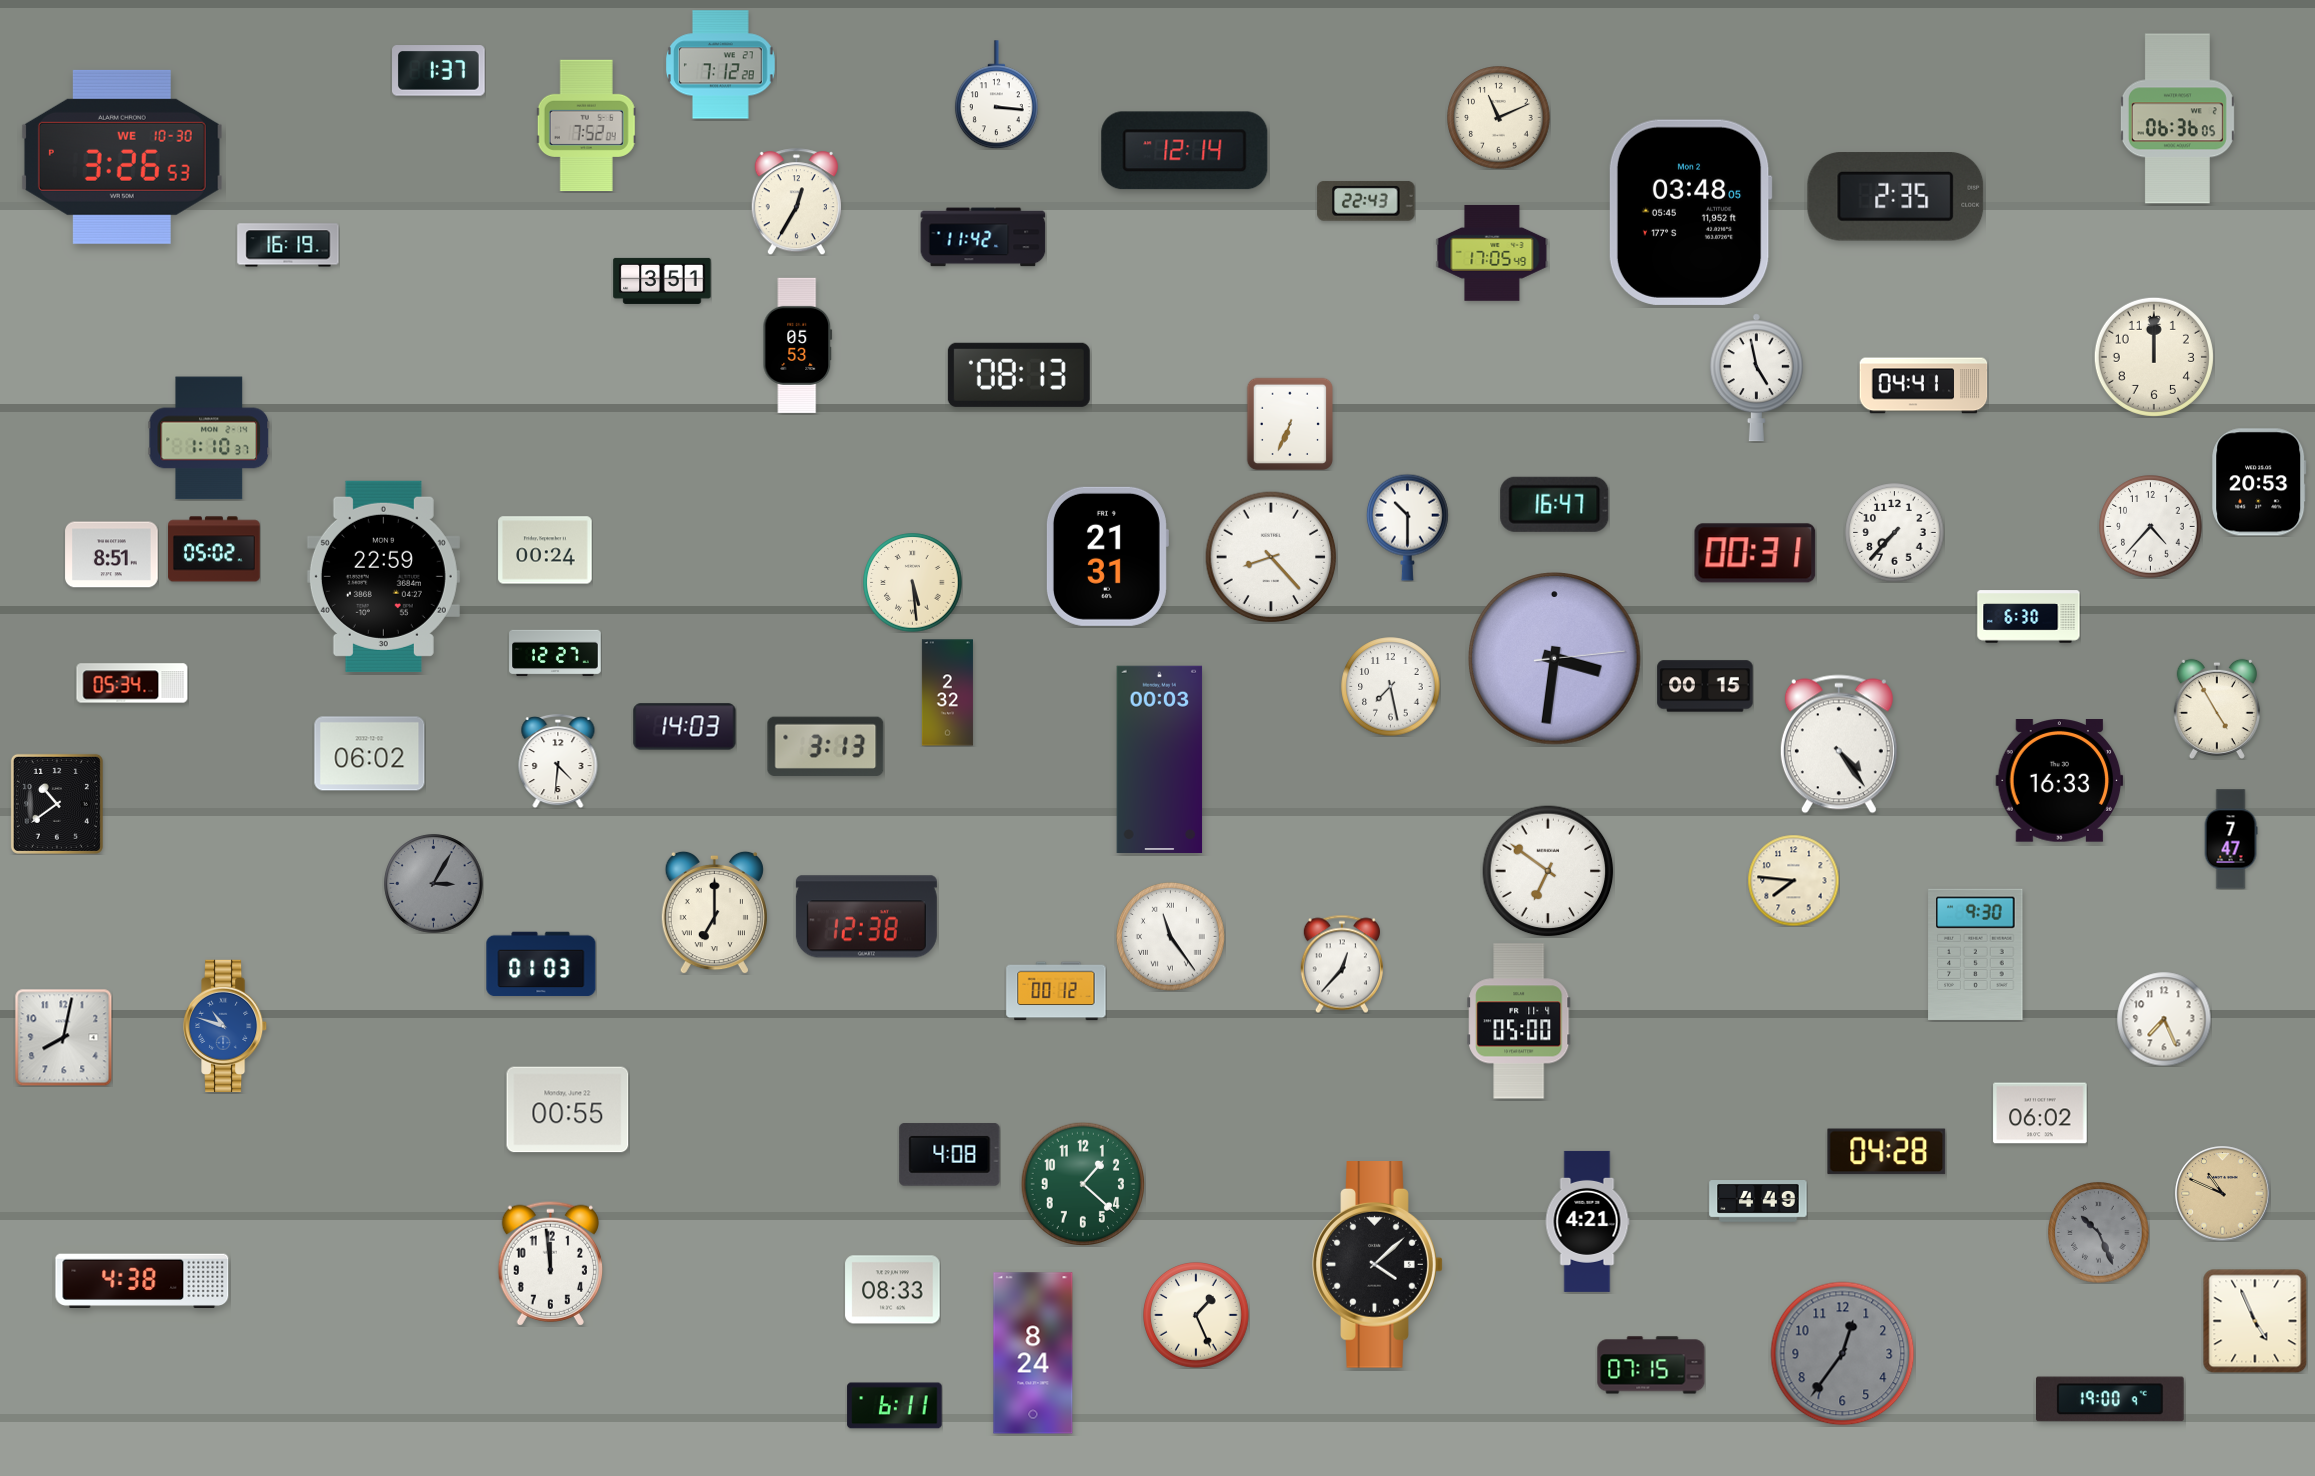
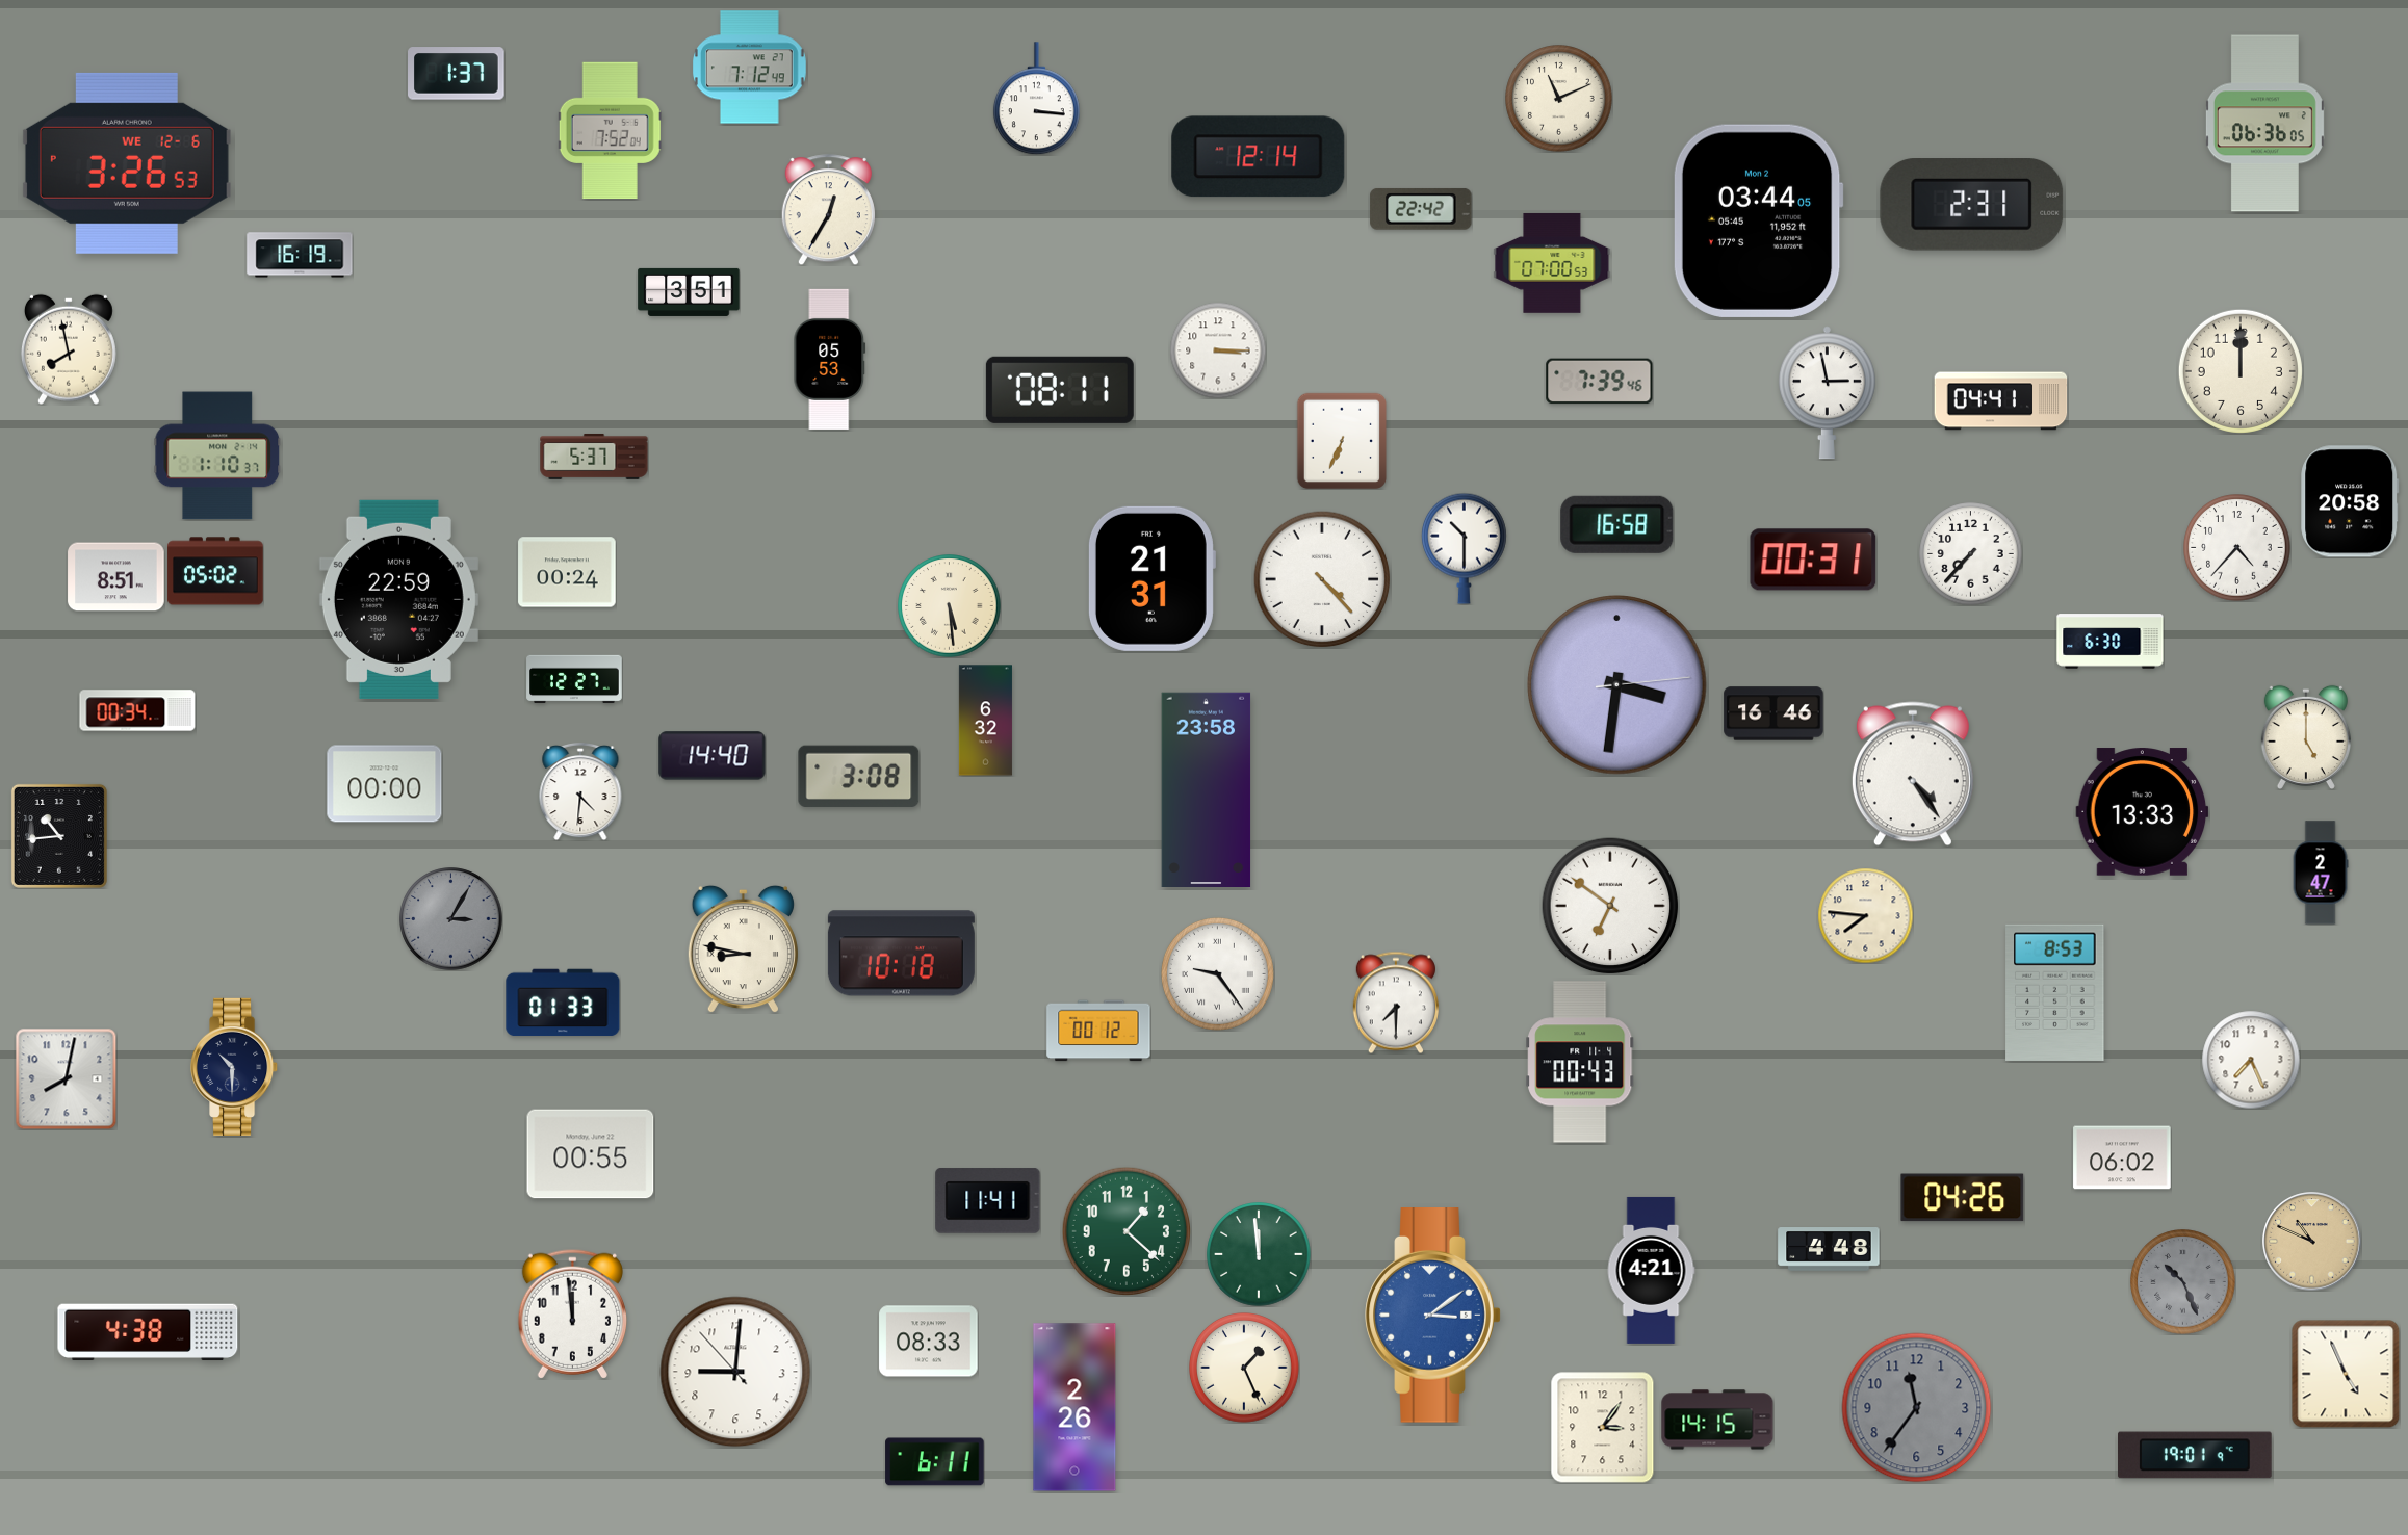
clock at (721, 65): 7:12:28 -> 7:12:49
clock at (1499, 118) position: (1499, 118) -> (1559, 99)
clock at (1185, 151) position: (1185, 151) -> (1259, 157)
clock at (122, 157) date: WE 10-30 -> WE 12-6
clock at (1896, 197): 2:35 -> 2:31
clock at (1366, 201): 22:43 -> 22:42
clock at (1690, 212): 03:48 -> 03:44
clock at (983, 237): 11:42 -> none
clock at (1492, 253): 17:05 -> 07:00
clock at (69, 349): none -> 7:58
clock at (1218, 350): none -> 3:15
clock at (1600, 382): none -> 7:39
clock at (1019, 375): 08:13 -> 08:11
clock at (1756, 378): 4:58 -> 2:58
clock at (594, 457): none -> 5:37
clock at (2259, 482): 20:53 -> 20:58
clock at (1555, 504): 16:47 -> 16:58
clock at (214, 549) position: (214, 549) -> (215, 571)
clock at (1755, 553) position: (1755, 553) -> (1813, 560)
clock at (1271, 557): 8:23 -> 4:23
clock at (555, 653) position: (555, 653) -> (574, 679)
clock at (132, 683): 05:34 -> 00:34
clock at (1705, 686): 00:15 -> 16:46
clock at (1391, 687): 7:28 -> none
clock at (947, 693): 2:32 -> 6:32
clock at (2217, 709): 4:55 -> 5:00
clock at (685, 727): 14:03 -> 14:40
clock at (826, 746): 3:13 -> 3:08
clock at (370, 754): 06:02 -> 00:00
clock at (1160, 759): 00:03 -> 23:58
clock at (2060, 781): 16:33 -> 13:33
clock at (57, 804): 10:39 -> 10:44
clock at (2231, 839): 7:47 -> 2:47
clock at (714, 912): 7:00 -> 8:47
clock at (866, 917): 12:38 -> 10:18
clock at (1170, 936): 11:24 -> 9:24
clock at (1976, 954): 9:30 -> 8:53
clock at (541, 964): 01:03 -> 01:33
clock at (1342, 964): 12:37 -> 7:30
clock at (1519, 1021): 05:00 -> 00:43
clock at (225, 1025): 10:48 -> 10:30
clock at (225, 1025) dial: blue -> navy
clock at (1887, 1152): 04:28 -> 04:26
clock at (950, 1155): 4:08 -> 11:41
clock at (1758, 1202): 4:49 -> 4:48
clock at (1259, 1254): none -> 11:59
clock at (1378, 1265): 4:08 -> 3:09
clock at (1378, 1265) dial: black -> blue
clock at (735, 1372): none -> 9:00
clock at (1033, 1353): 8:24 -> 2:26
clock at (1843, 1354): 12:36 -> 11:36
clock at (1651, 1365): 07:15 -> 14:15
clock at (1603, 1427): none -> 3:06
clock at (2111, 1399): 19:00 -> 19:01
clock at (895, 1406) position: (895, 1406) -> (935, 1462)
